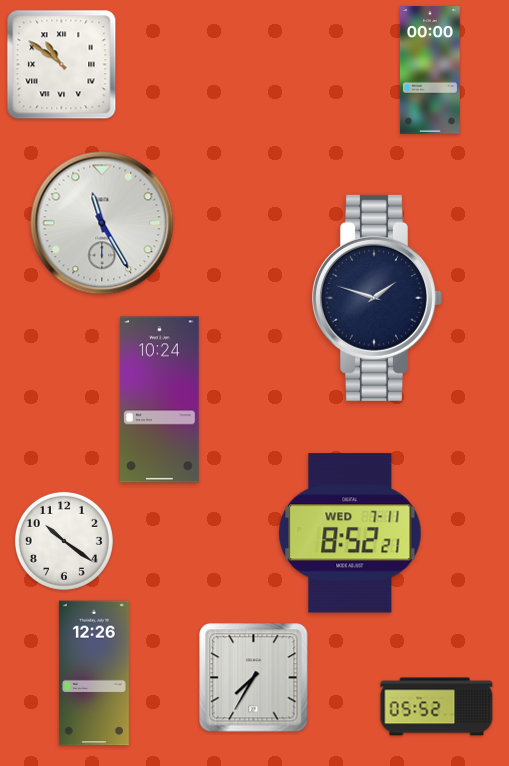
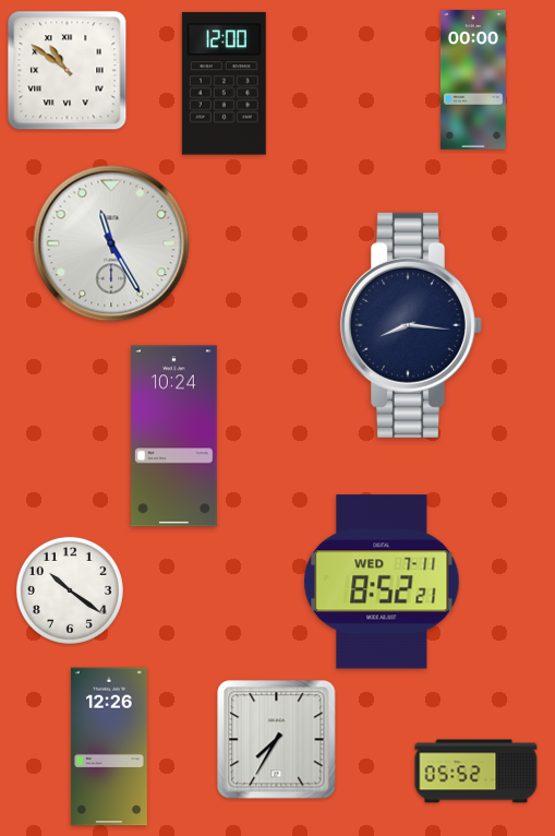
clock at (430, 70) position: (430, 70) -> (473, 80)
clock at (224, 84): none -> 12:00
clock at (378, 298): 1:48 -> 8:16
clock at (94, 673) position: (94, 673) -> (109, 747)
